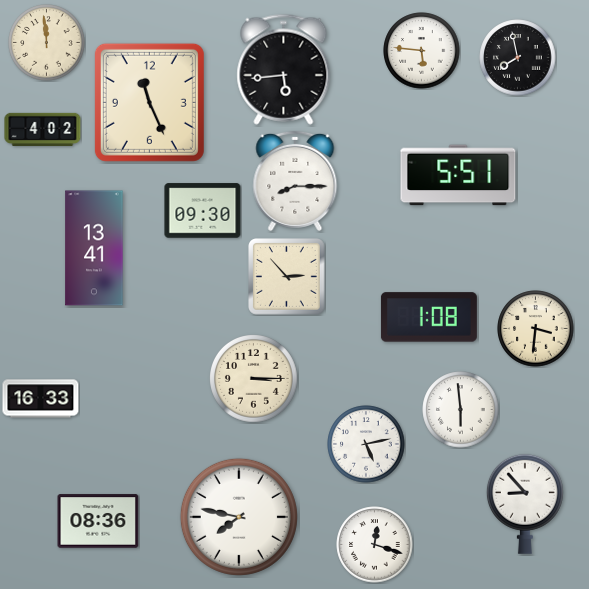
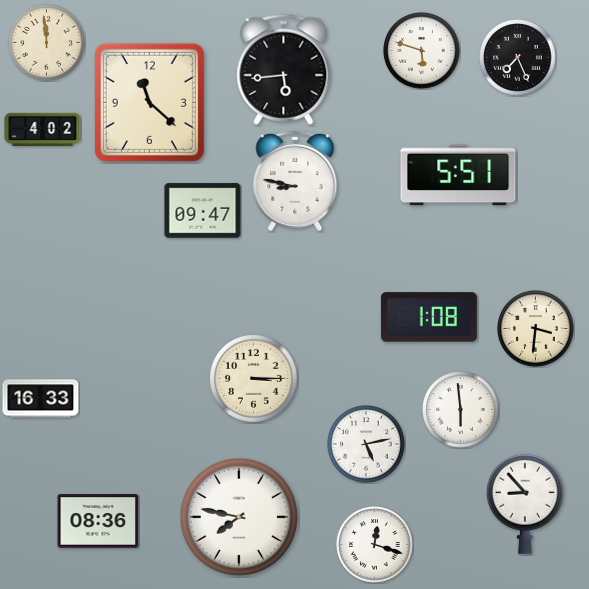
clock at (422, 51): 5:46 -> 5:48
clock at (518, 58): 7:58 -> 7:26
clock at (149, 102): 11:26 -> 11:22
clock at (295, 181): 8:15 -> 8:47
clock at (203, 211): 09:30 -> 09:47
clock at (94, 248): 13:41 -> none
clock at (287, 277): 2:53 -> none
